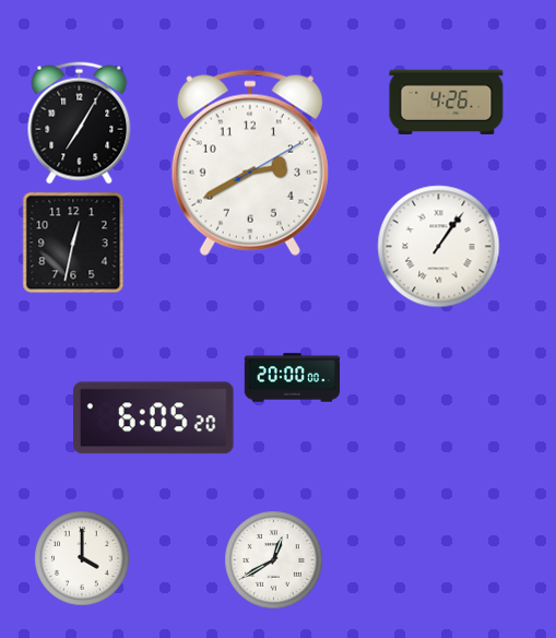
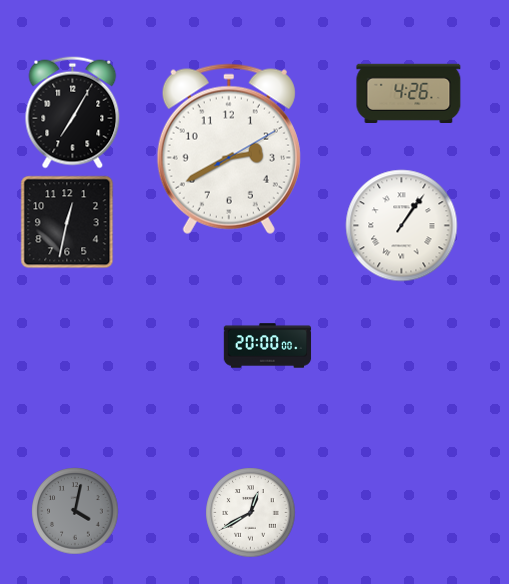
clock at (154, 418): 6:05 -> none
clock at (82, 558): 4:00 -> 4:02
clock at (82, 558) dial: white -> grey
